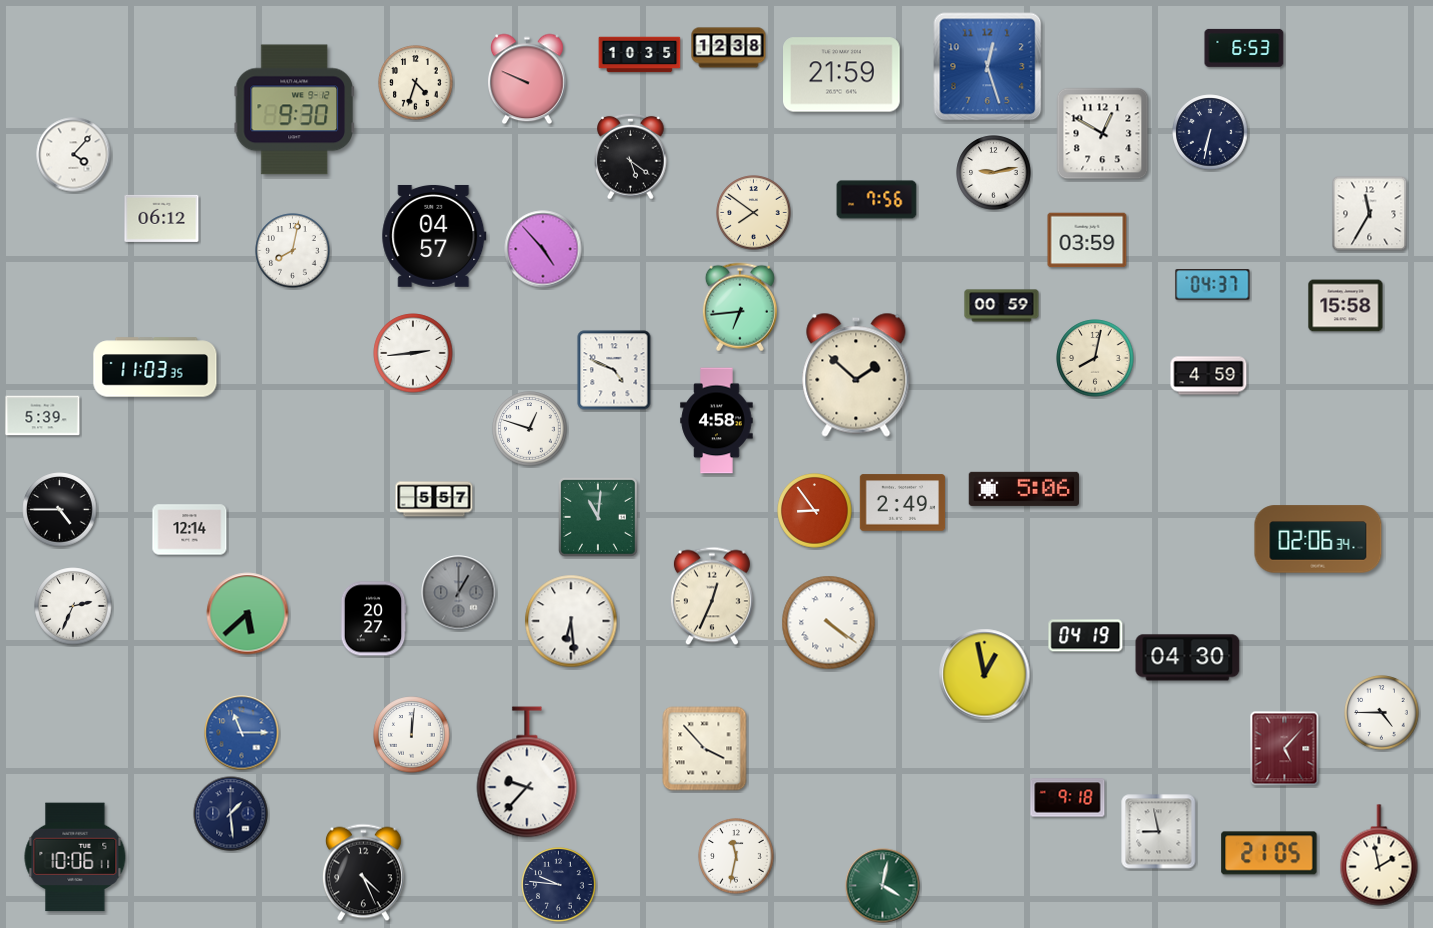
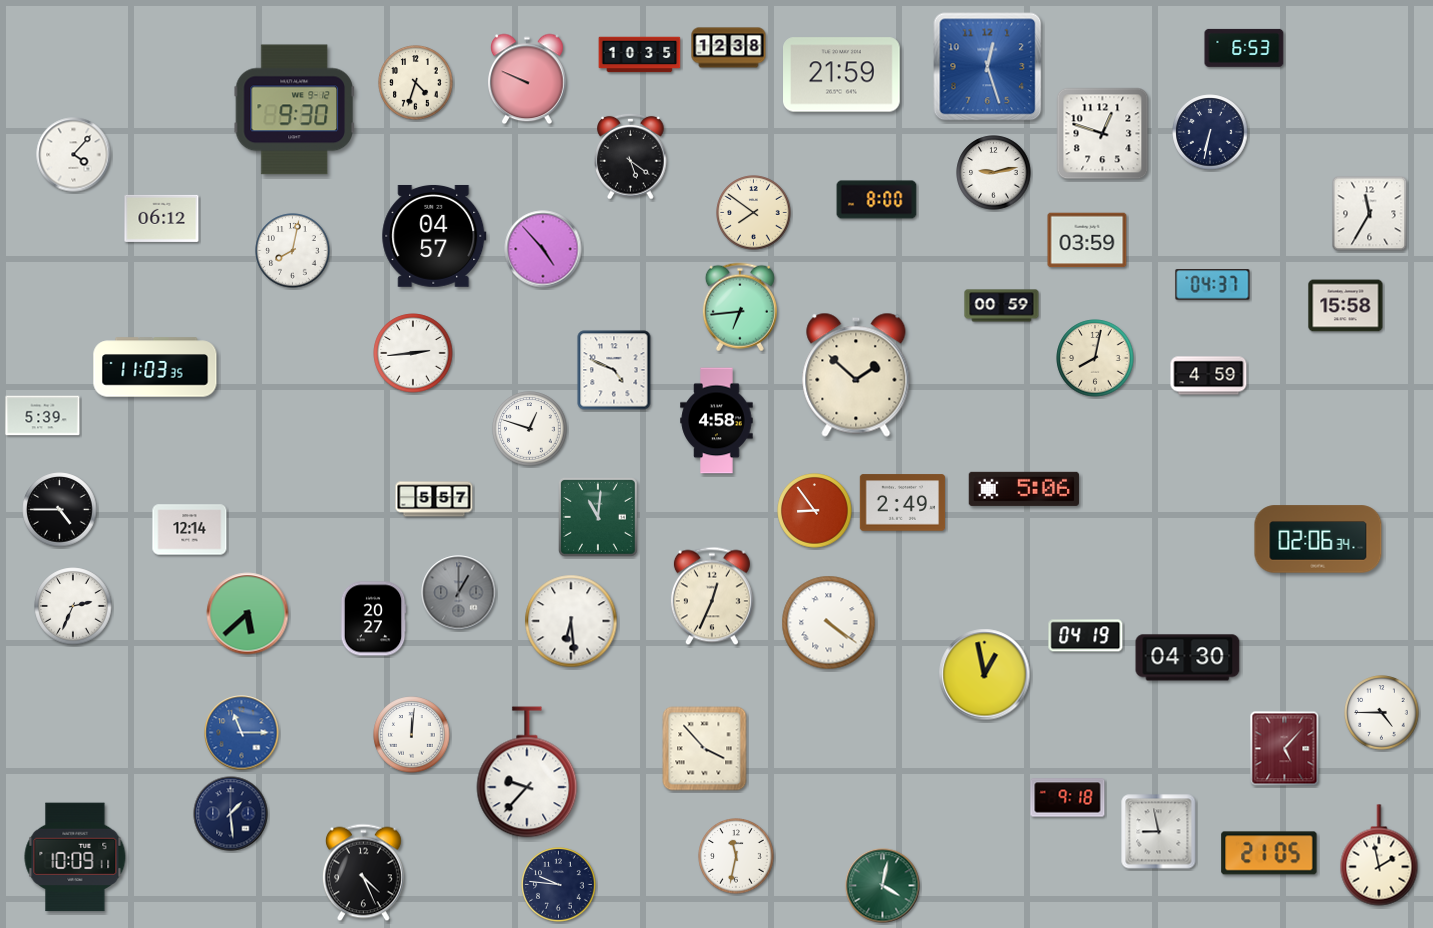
clock at (1103, 134): 12:50 -> 12:48
clock at (877, 200): 7:56 -> 8:00
clock at (75, 857): 10:06 -> 10:09
